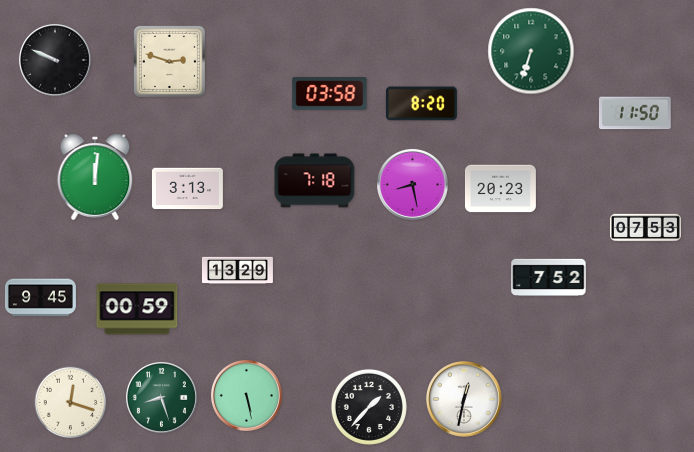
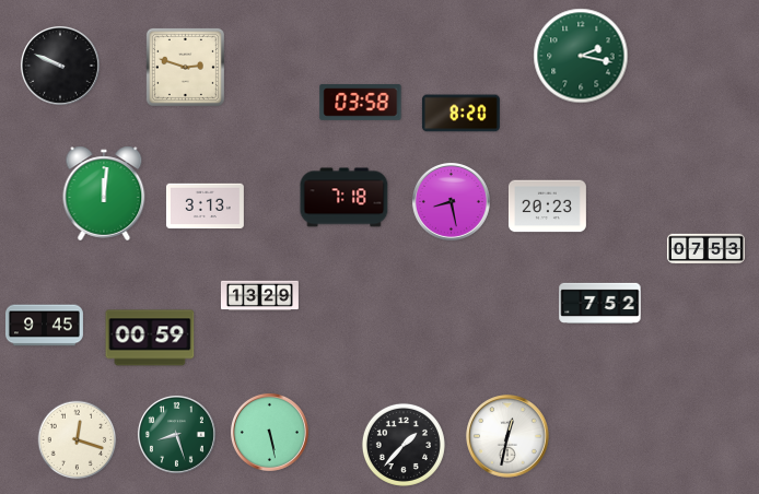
clock at (531, 51): 6:33 -> 2:17
clock at (635, 113): 11:50 -> none
